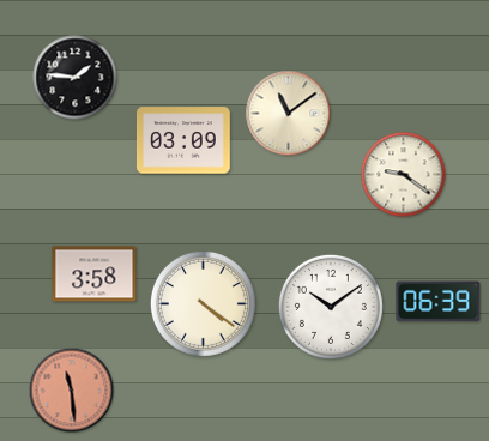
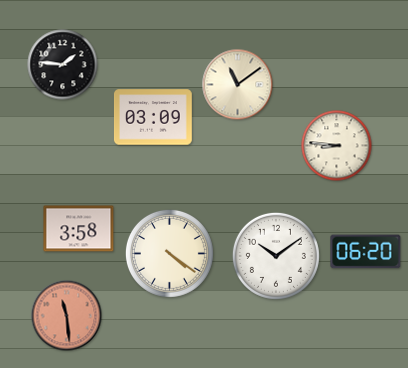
clock at (289, 114) position: (289, 114) -> (238, 85)
clock at (404, 175): 9:21 -> 8:46
clock at (439, 302): 06:39 -> 06:20
clock at (72, 391) position: (72, 391) -> (67, 316)
